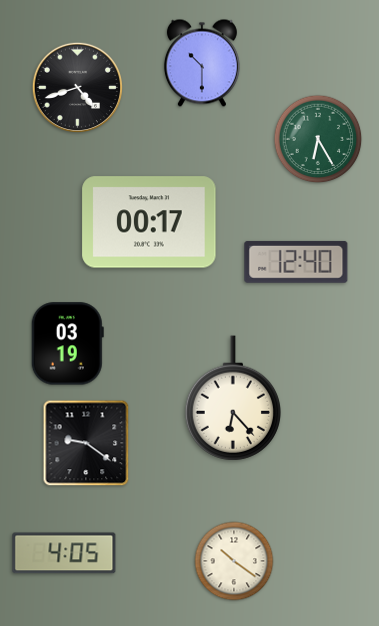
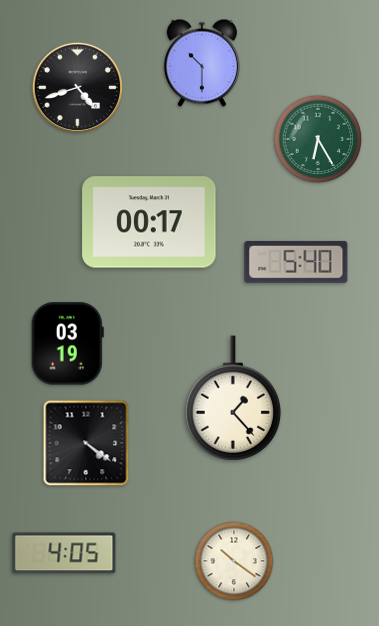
clock at (296, 262): 12:40 -> 5:40
clock at (232, 398): 6:23 -> 1:23
clock at (86, 443): 9:21 -> 4:21
